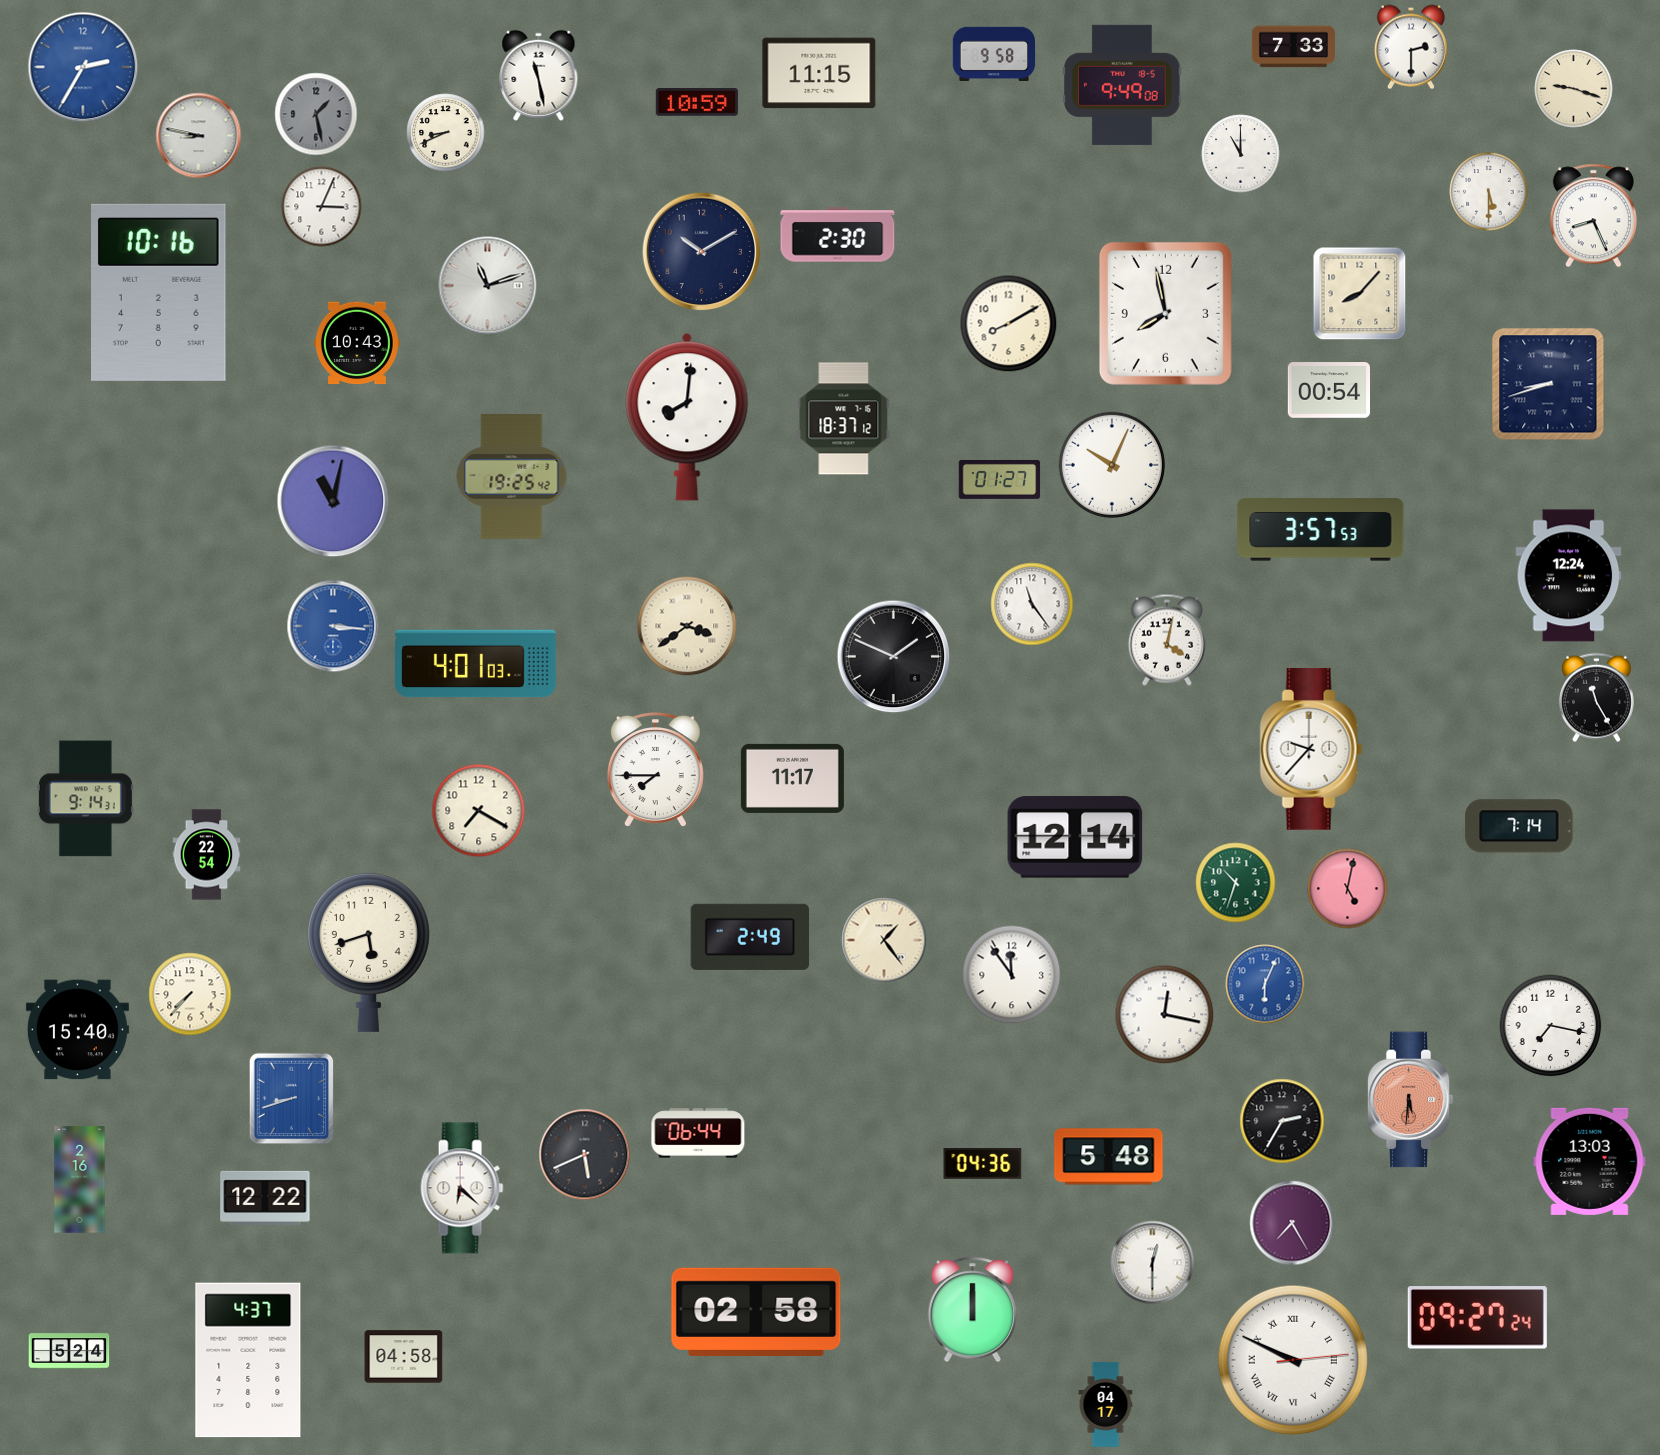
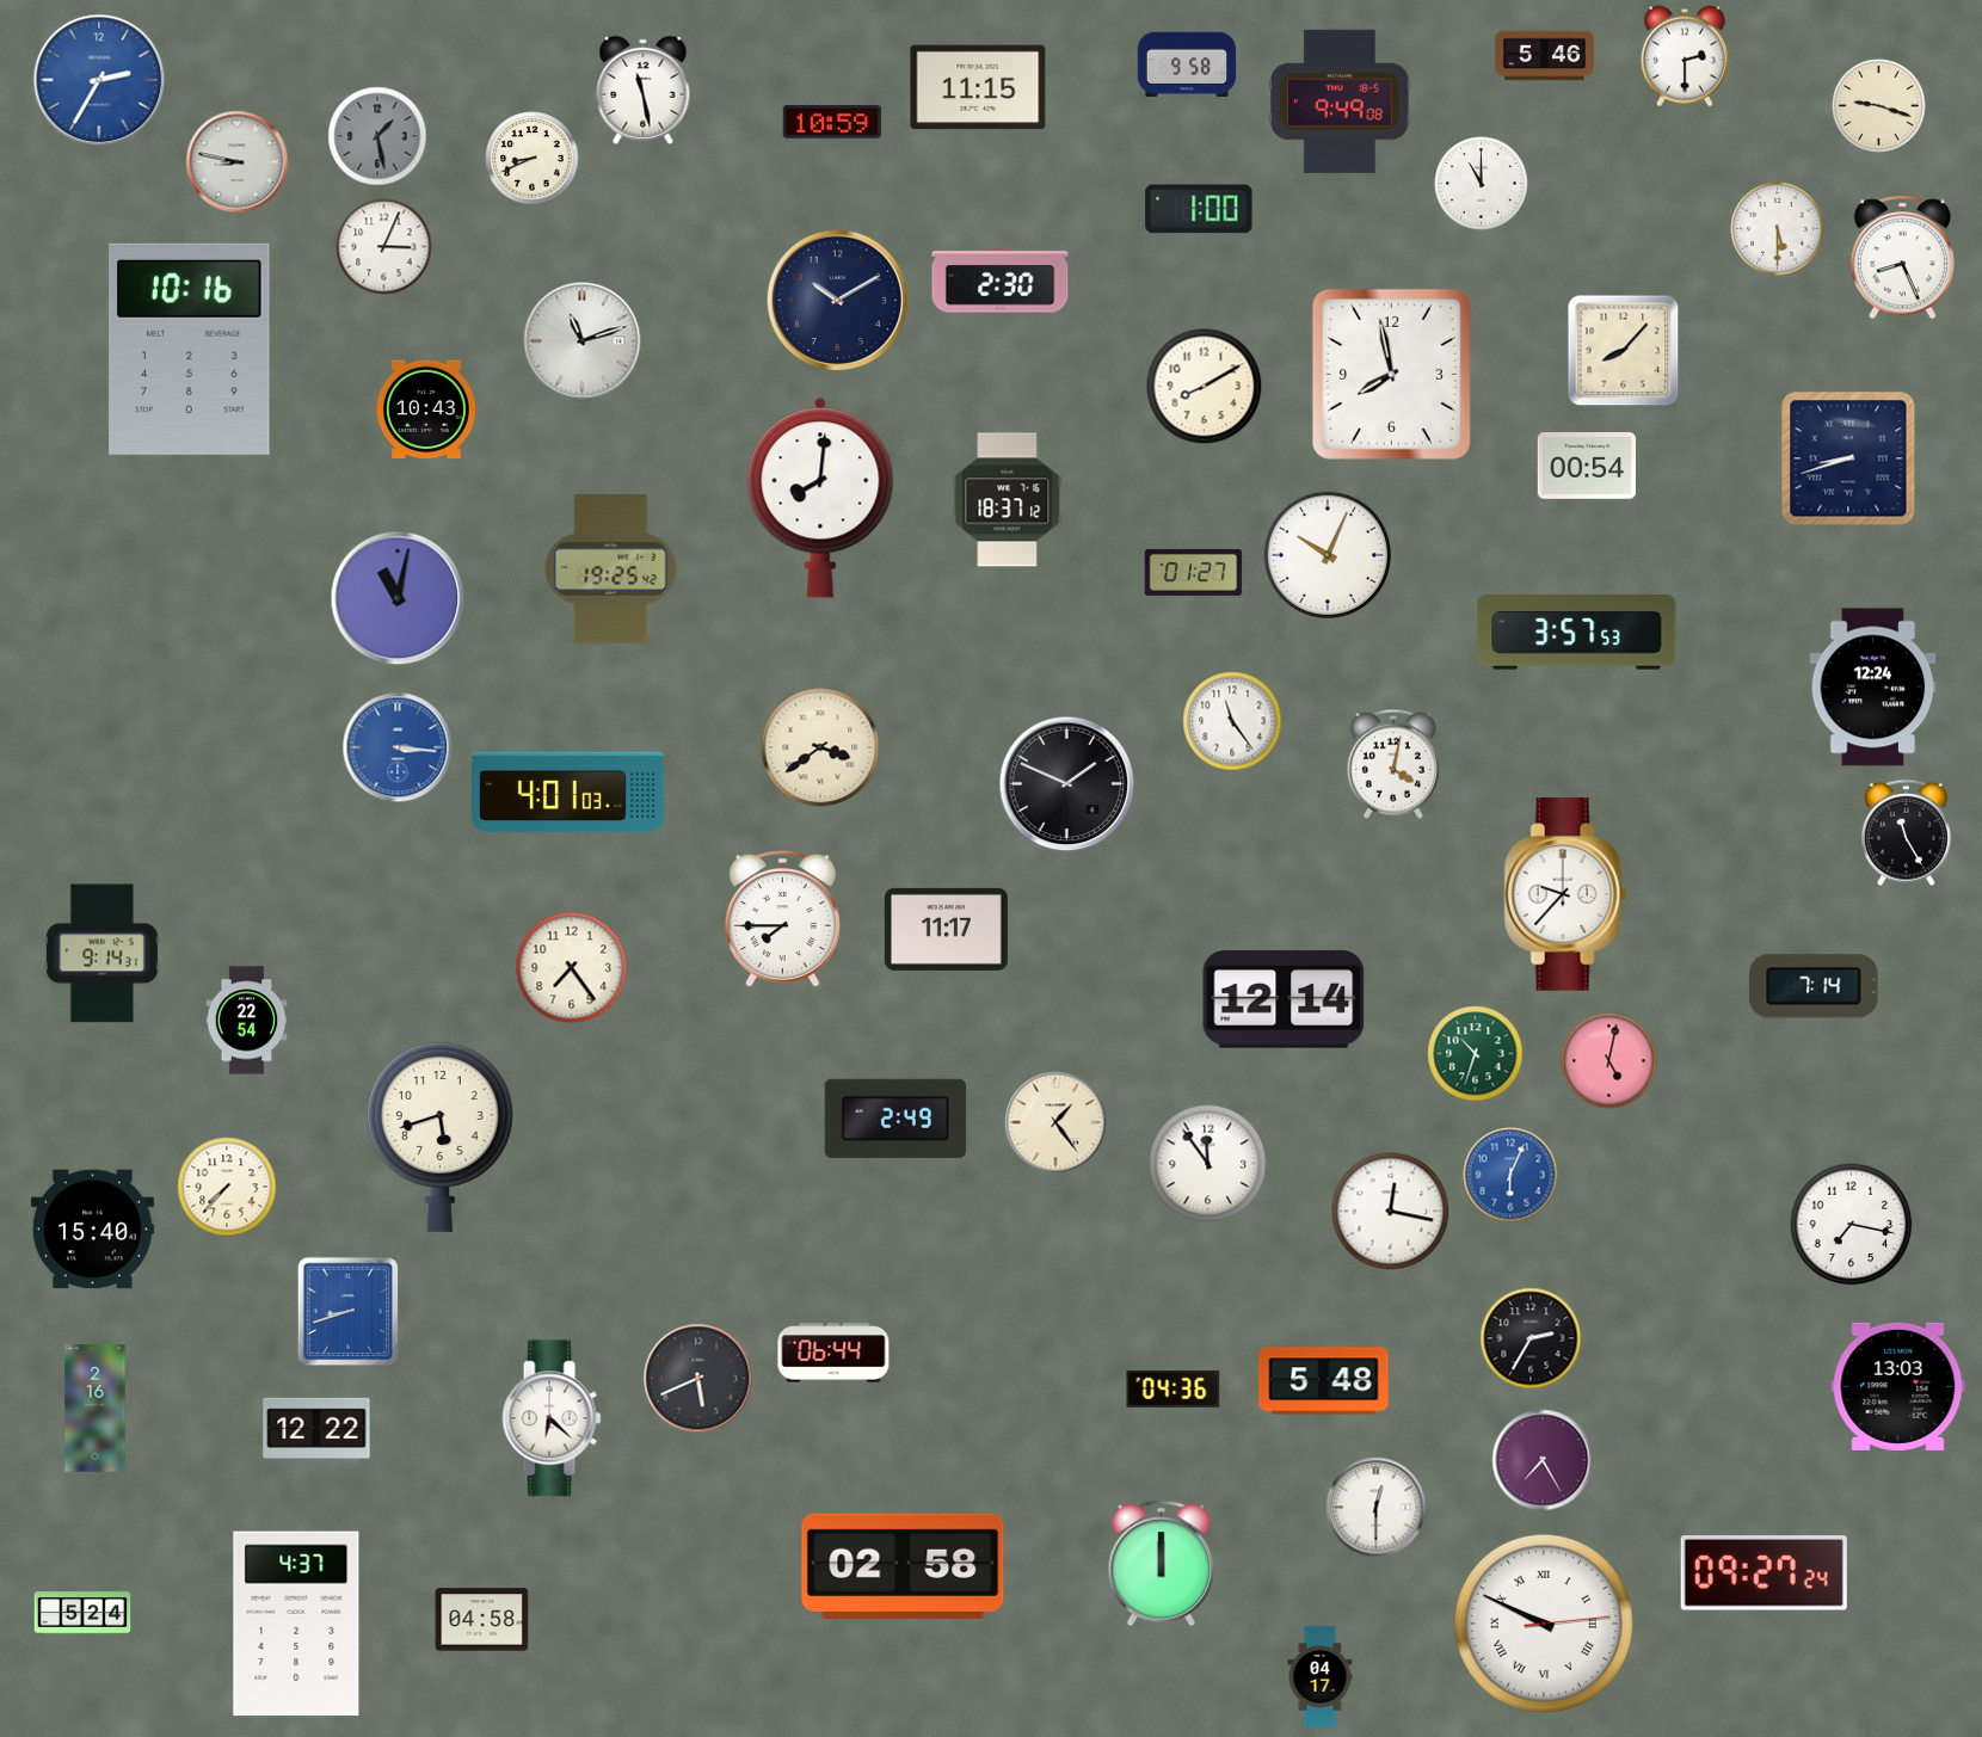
clock at (1293, 47): 7:33 -> 5:46
clock at (1199, 209): none -> 1:00
clock at (479, 811): 7:20 -> 7:24
clock at (1410, 1100): 5:31 -> none
